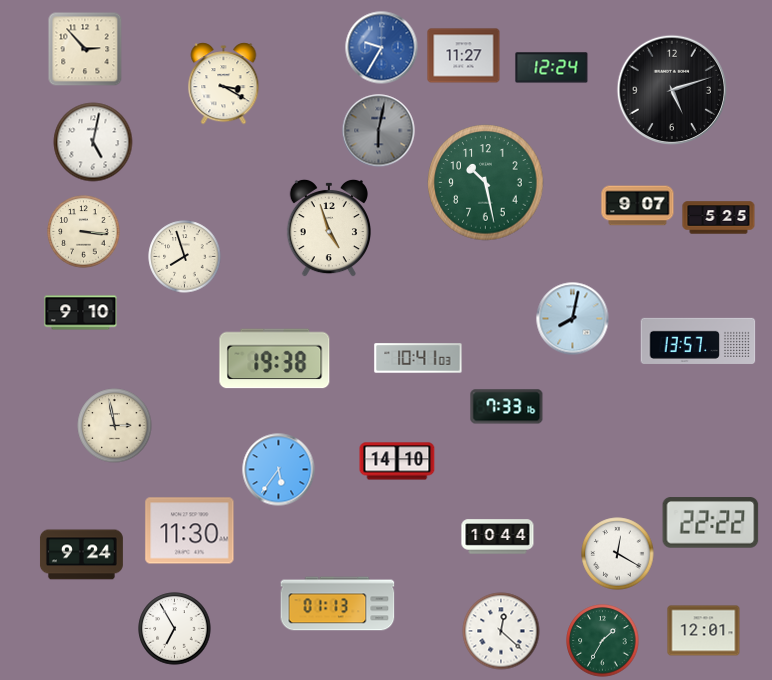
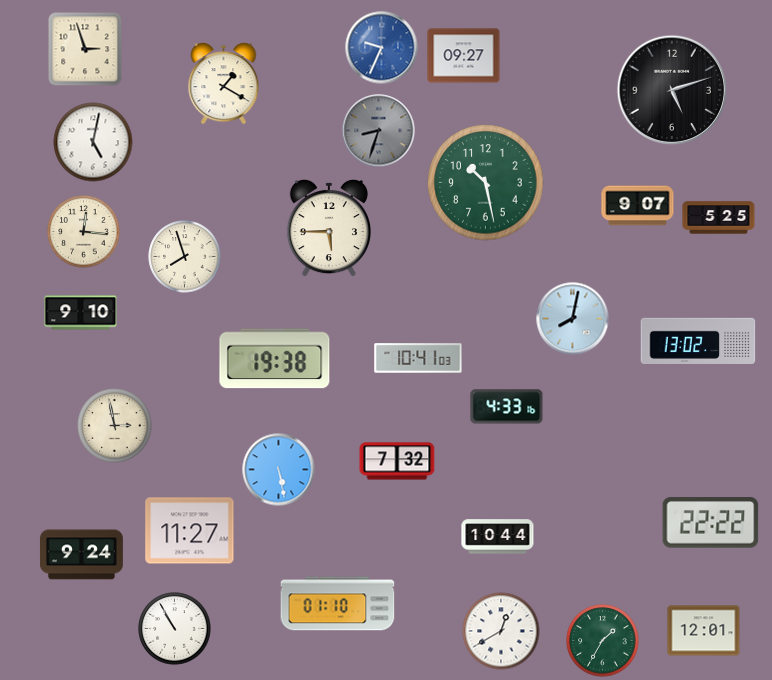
clock at (382, 48): 9:35 -> 9:34
clock at (85, 49): 2:53 -> 2:57
clock at (464, 56): 11:27 -> 09:27
clock at (552, 68): 12:24 -> none
clock at (224, 84): 3:20 -> 1:20
clock at (379, 131): 6:02 -> 8:33
clock at (329, 228): 4:57 -> 5:45
clock at (84, 232): 3:16 -> 12:16
clock at (698, 341): 13:57 -> 13:02
clock at (507, 407): 7:33 -> 4:33
clock at (397, 461): 14:10 -> 7:32
clock at (279, 470): 5:36 -> 5:28
clock at (190, 531): 11:30 -> 11:27
clock at (618, 554): 12:20 -> none
clock at (338, 604): 01:13 -> 01:10
clock at (175, 629): 6:55 -> 10:55
clock at (501, 631): 12:22 -> 12:40
